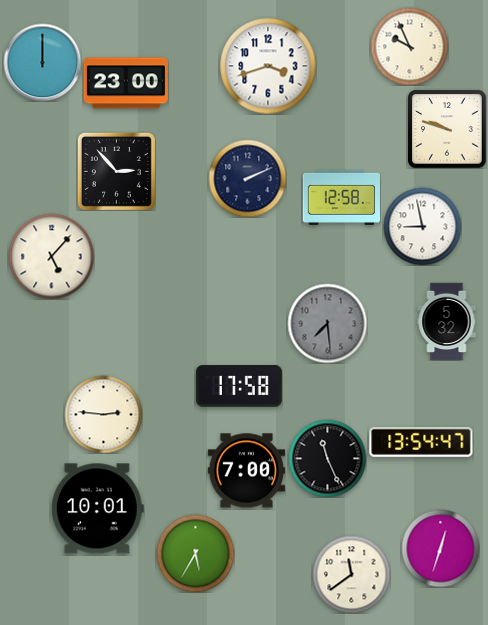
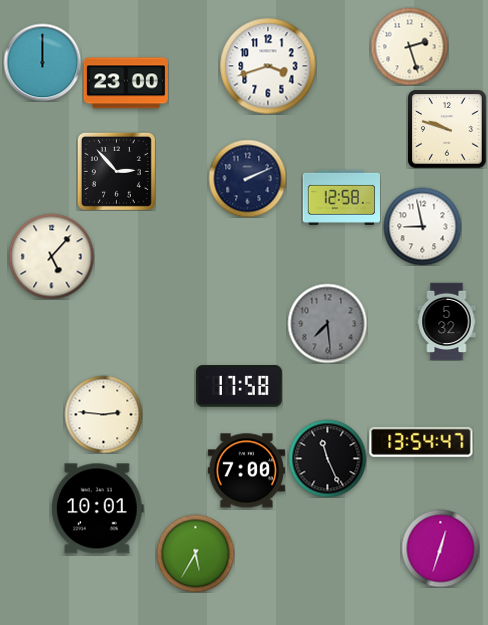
clock at (409, 46): 9:56 -> 2:27
clock at (351, 574): 11:39 -> none
